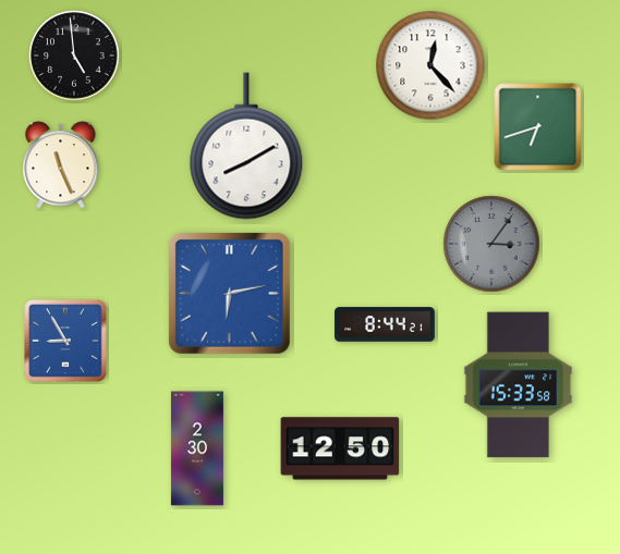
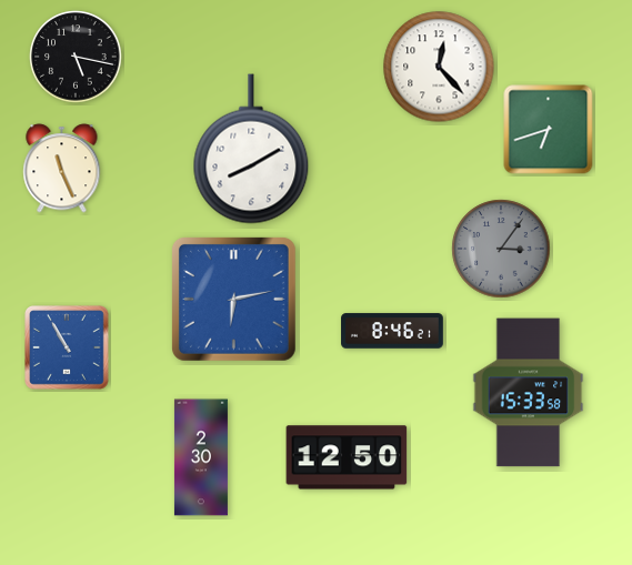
clock at (74, 56): 4:59 -> 5:17
clock at (385, 324): 8:44 -> 8:46
clock at (66, 342): 8:55 -> 10:55
